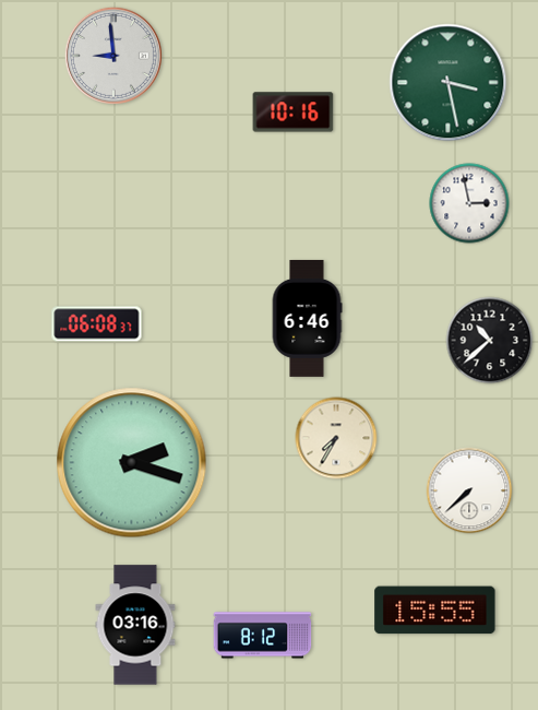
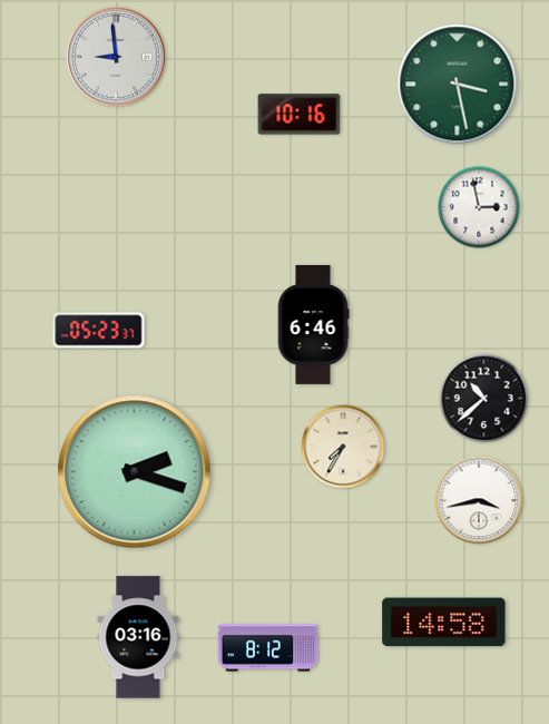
clock at (97, 324): 06:08 -> 05:23
clock at (490, 341) position: (490, 341) -> (484, 399)
clock at (469, 490): 7:38 -> 3:43
clock at (435, 611): 15:55 -> 14:58
